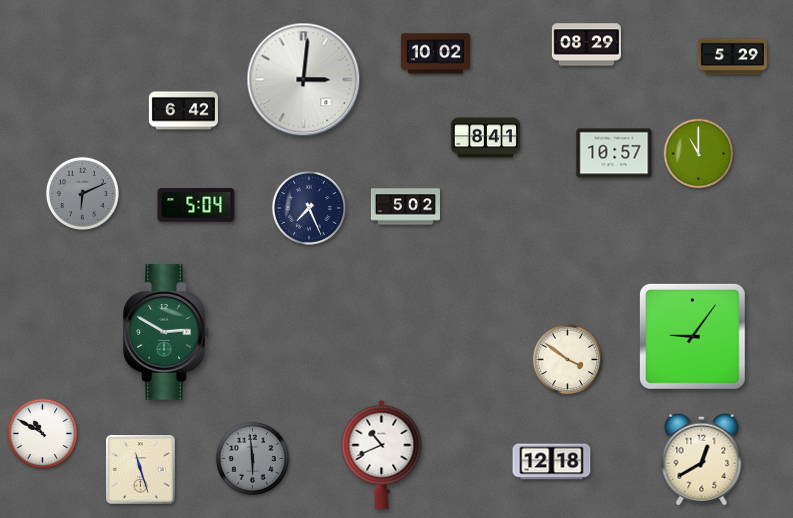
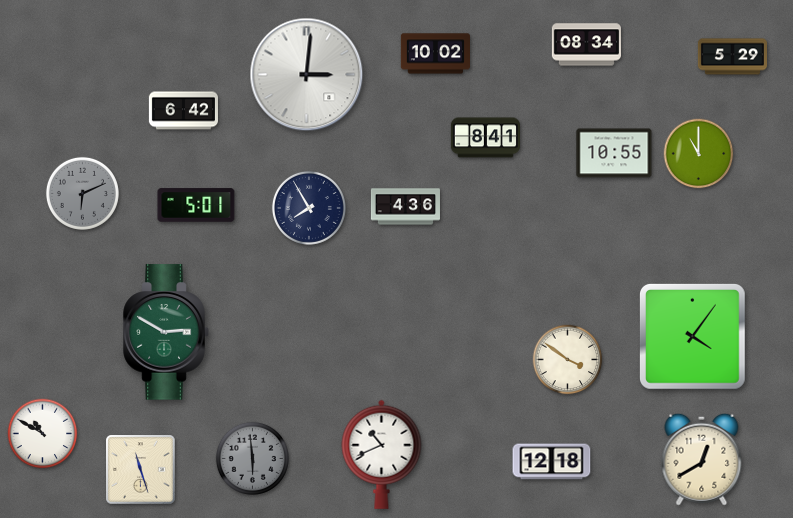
clock at (586, 45): 08:29 -> 08:34
clock at (304, 80) position: (304, 80) -> (307, 75)
clock at (614, 153): 10:57 -> 10:55
clock at (196, 205): 5:04 -> 5:01
clock at (405, 207): 5:02 -> 4:36
clock at (309, 208): 7:26 -> 7:55
clock at (692, 336): 9:06 -> 4:06
